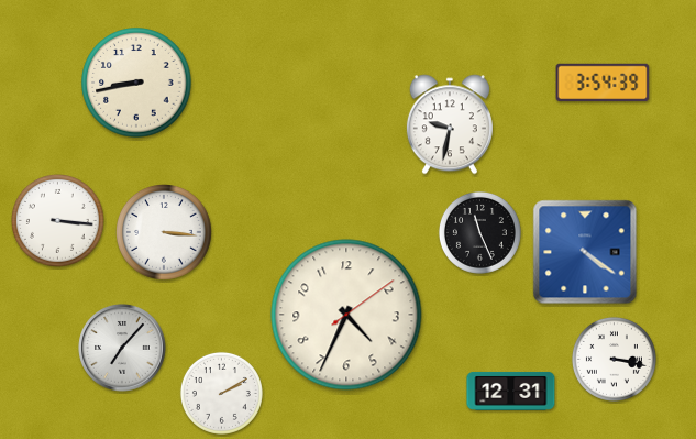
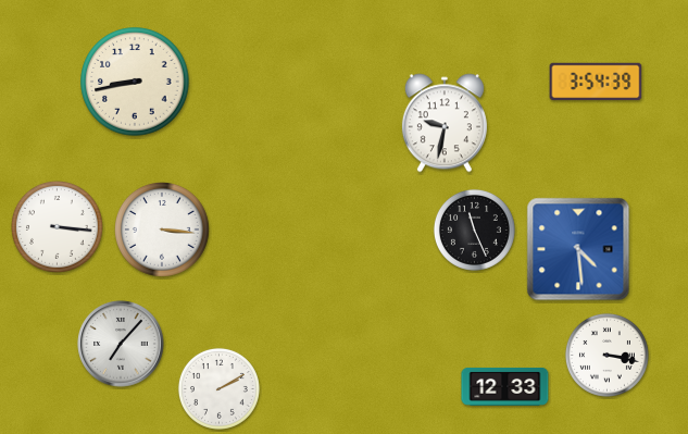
clock at (58, 221) position: (58, 221) -> (58, 227)
clock at (585, 252): 4:21 -> 4:29
clock at (346, 315): 4:34 -> none
clock at (511, 391): 12:31 -> 12:33
